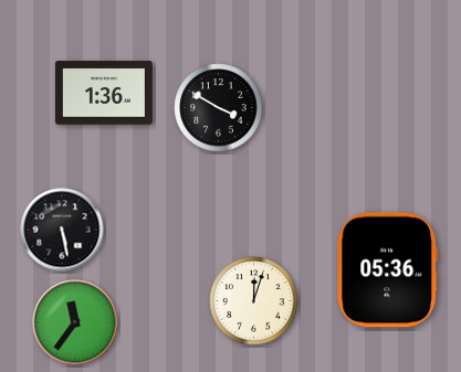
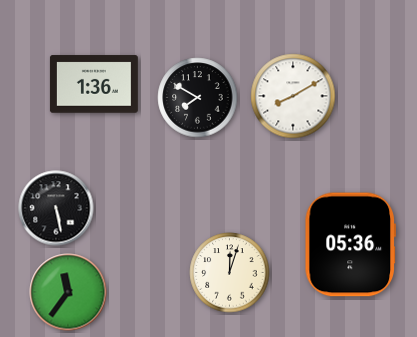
clock at (293, 96): none -> 8:10
clock at (219, 108): 3:50 -> 7:50
